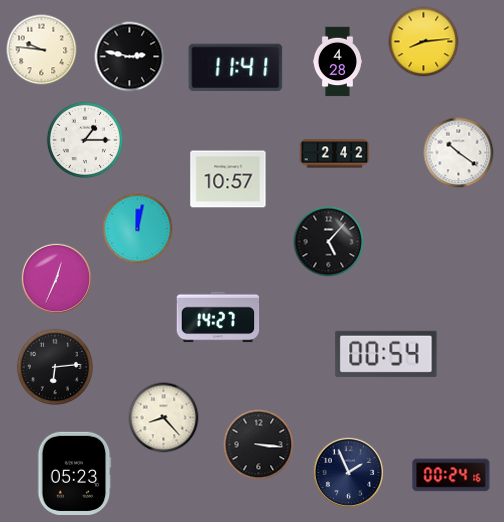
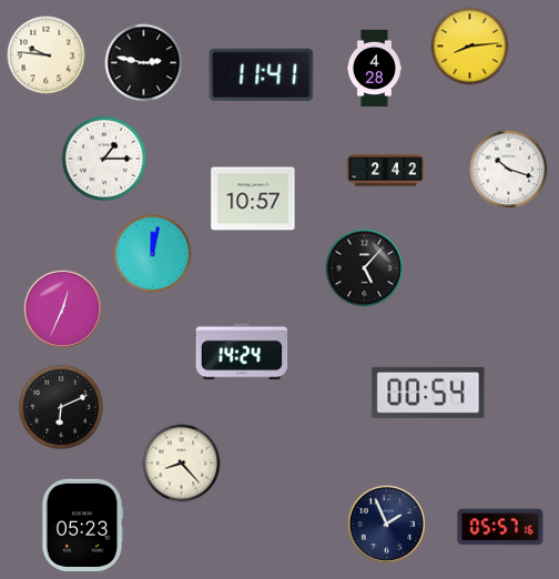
clock at (85, 140) position: (85, 140) -> (104, 159)
clock at (459, 153): 10:21 -> 10:18
clock at (335, 154) position: (335, 154) -> (386, 171)
clock at (218, 317): 14:27 -> 14:24
clock at (55, 367): 6:14 -> 6:11
clock at (259, 445): 3:16 -> none
clock at (451, 475): 00:24 -> 05:57
